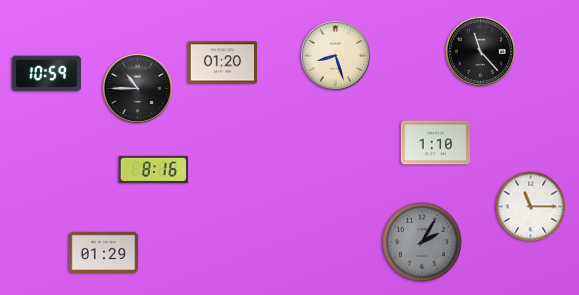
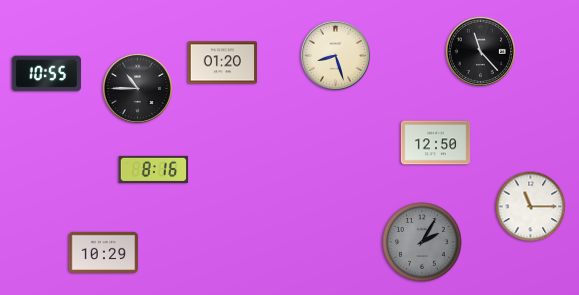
clock at (47, 74): 10:59 -> 10:55
clock at (436, 143): 1:10 -> 12:50
clock at (104, 252): 01:29 -> 10:29
